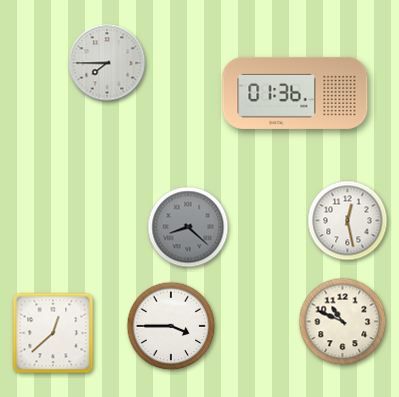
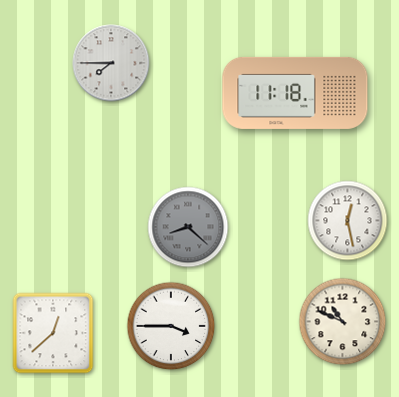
clock at (107, 63) position: (107, 63) -> (111, 63)
clock at (295, 93): 01:36 -> 11:18
